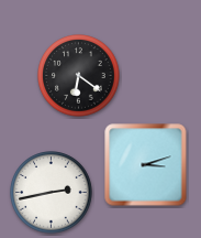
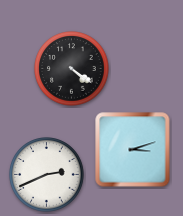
clock at (79, 76): 6:21 -> 4:21
clock at (52, 193): 2:43 -> 2:41
